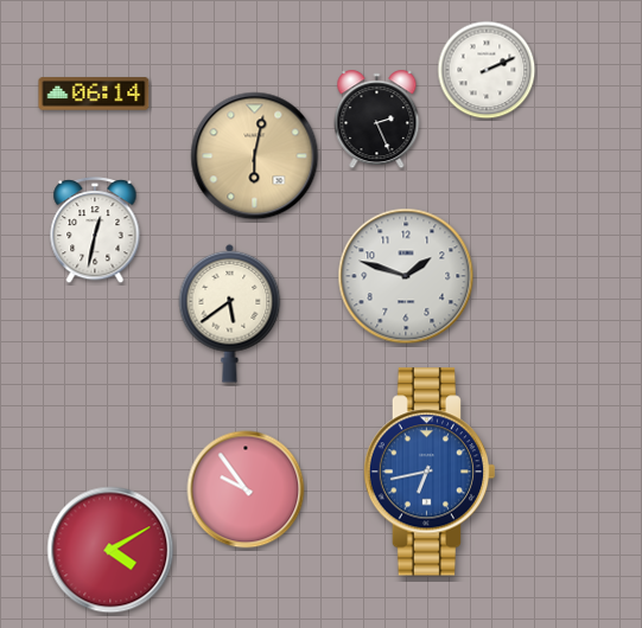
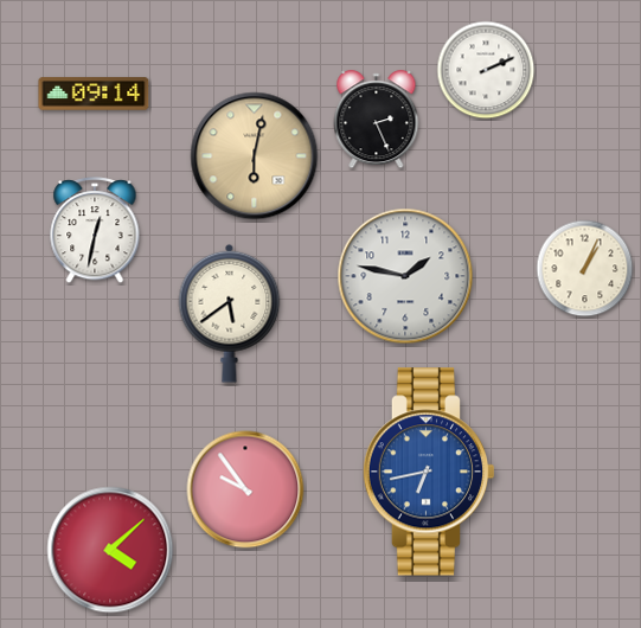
clock at (94, 94): 06:14 -> 09:14
clock at (585, 269): none -> 1:04
clock at (406, 276): 1:48 -> 1:47
clock at (110, 550): 4:10 -> 4:08
